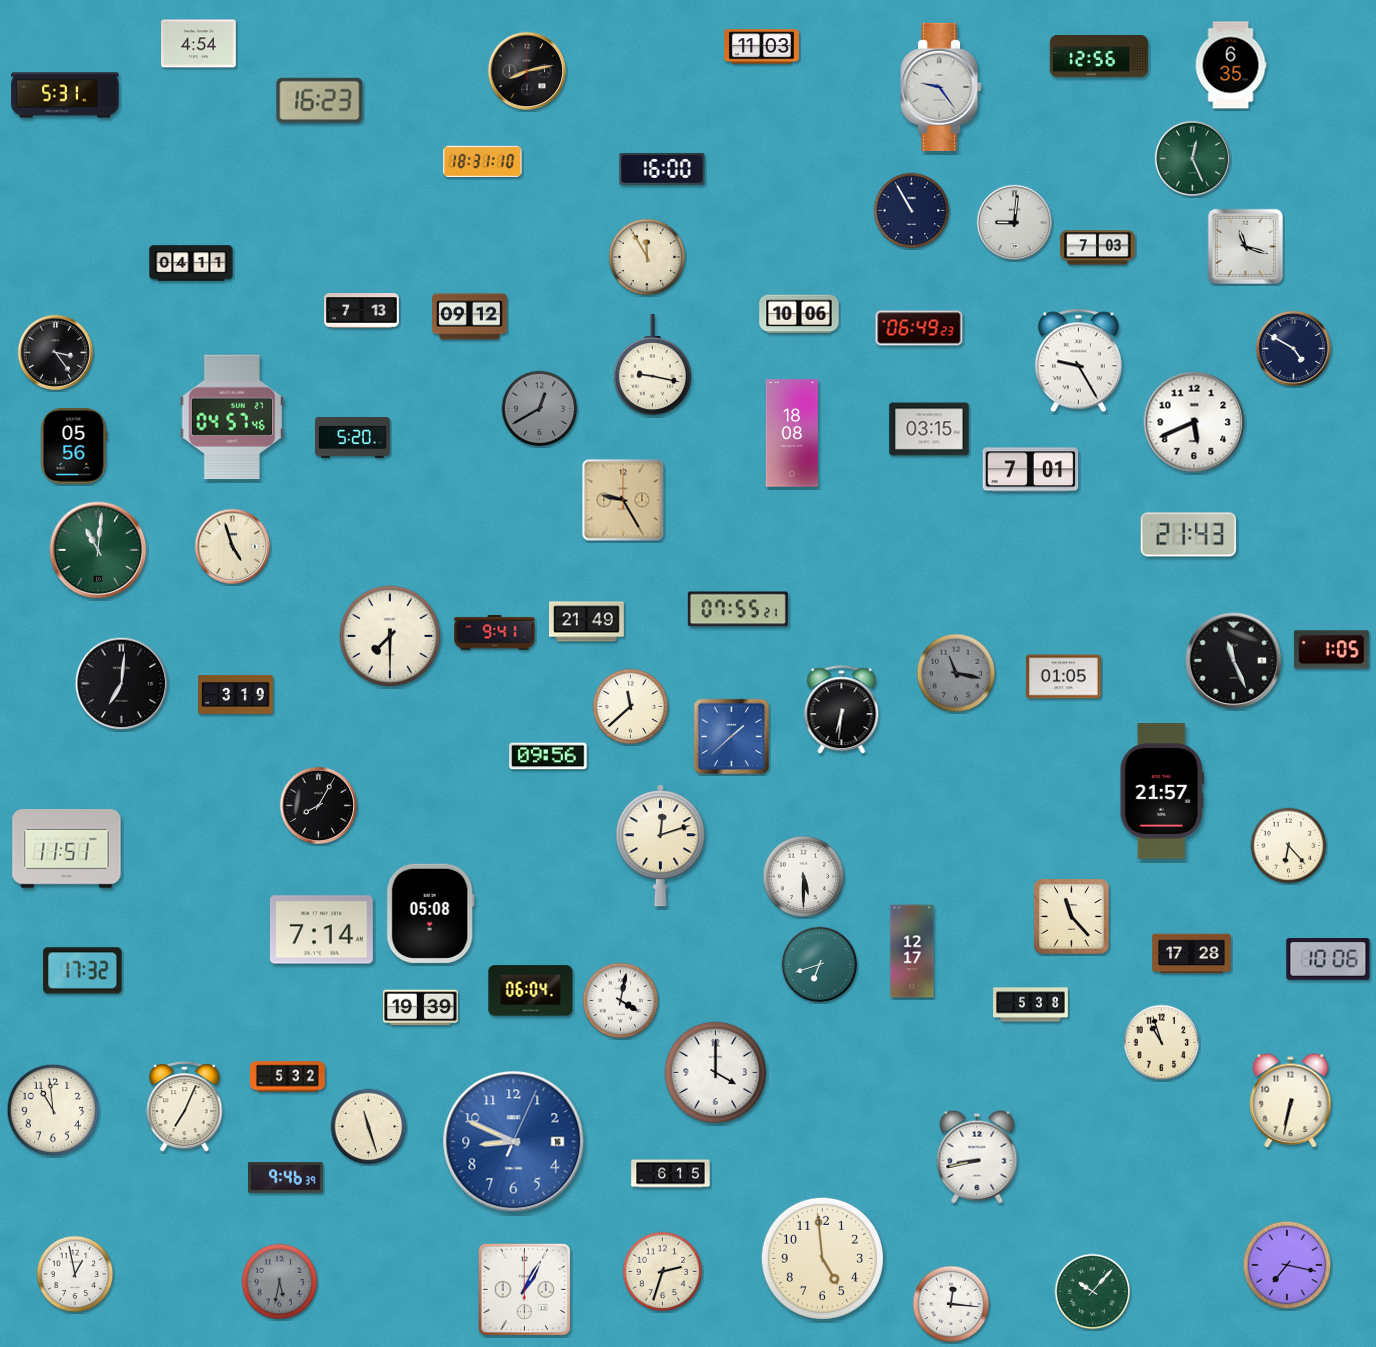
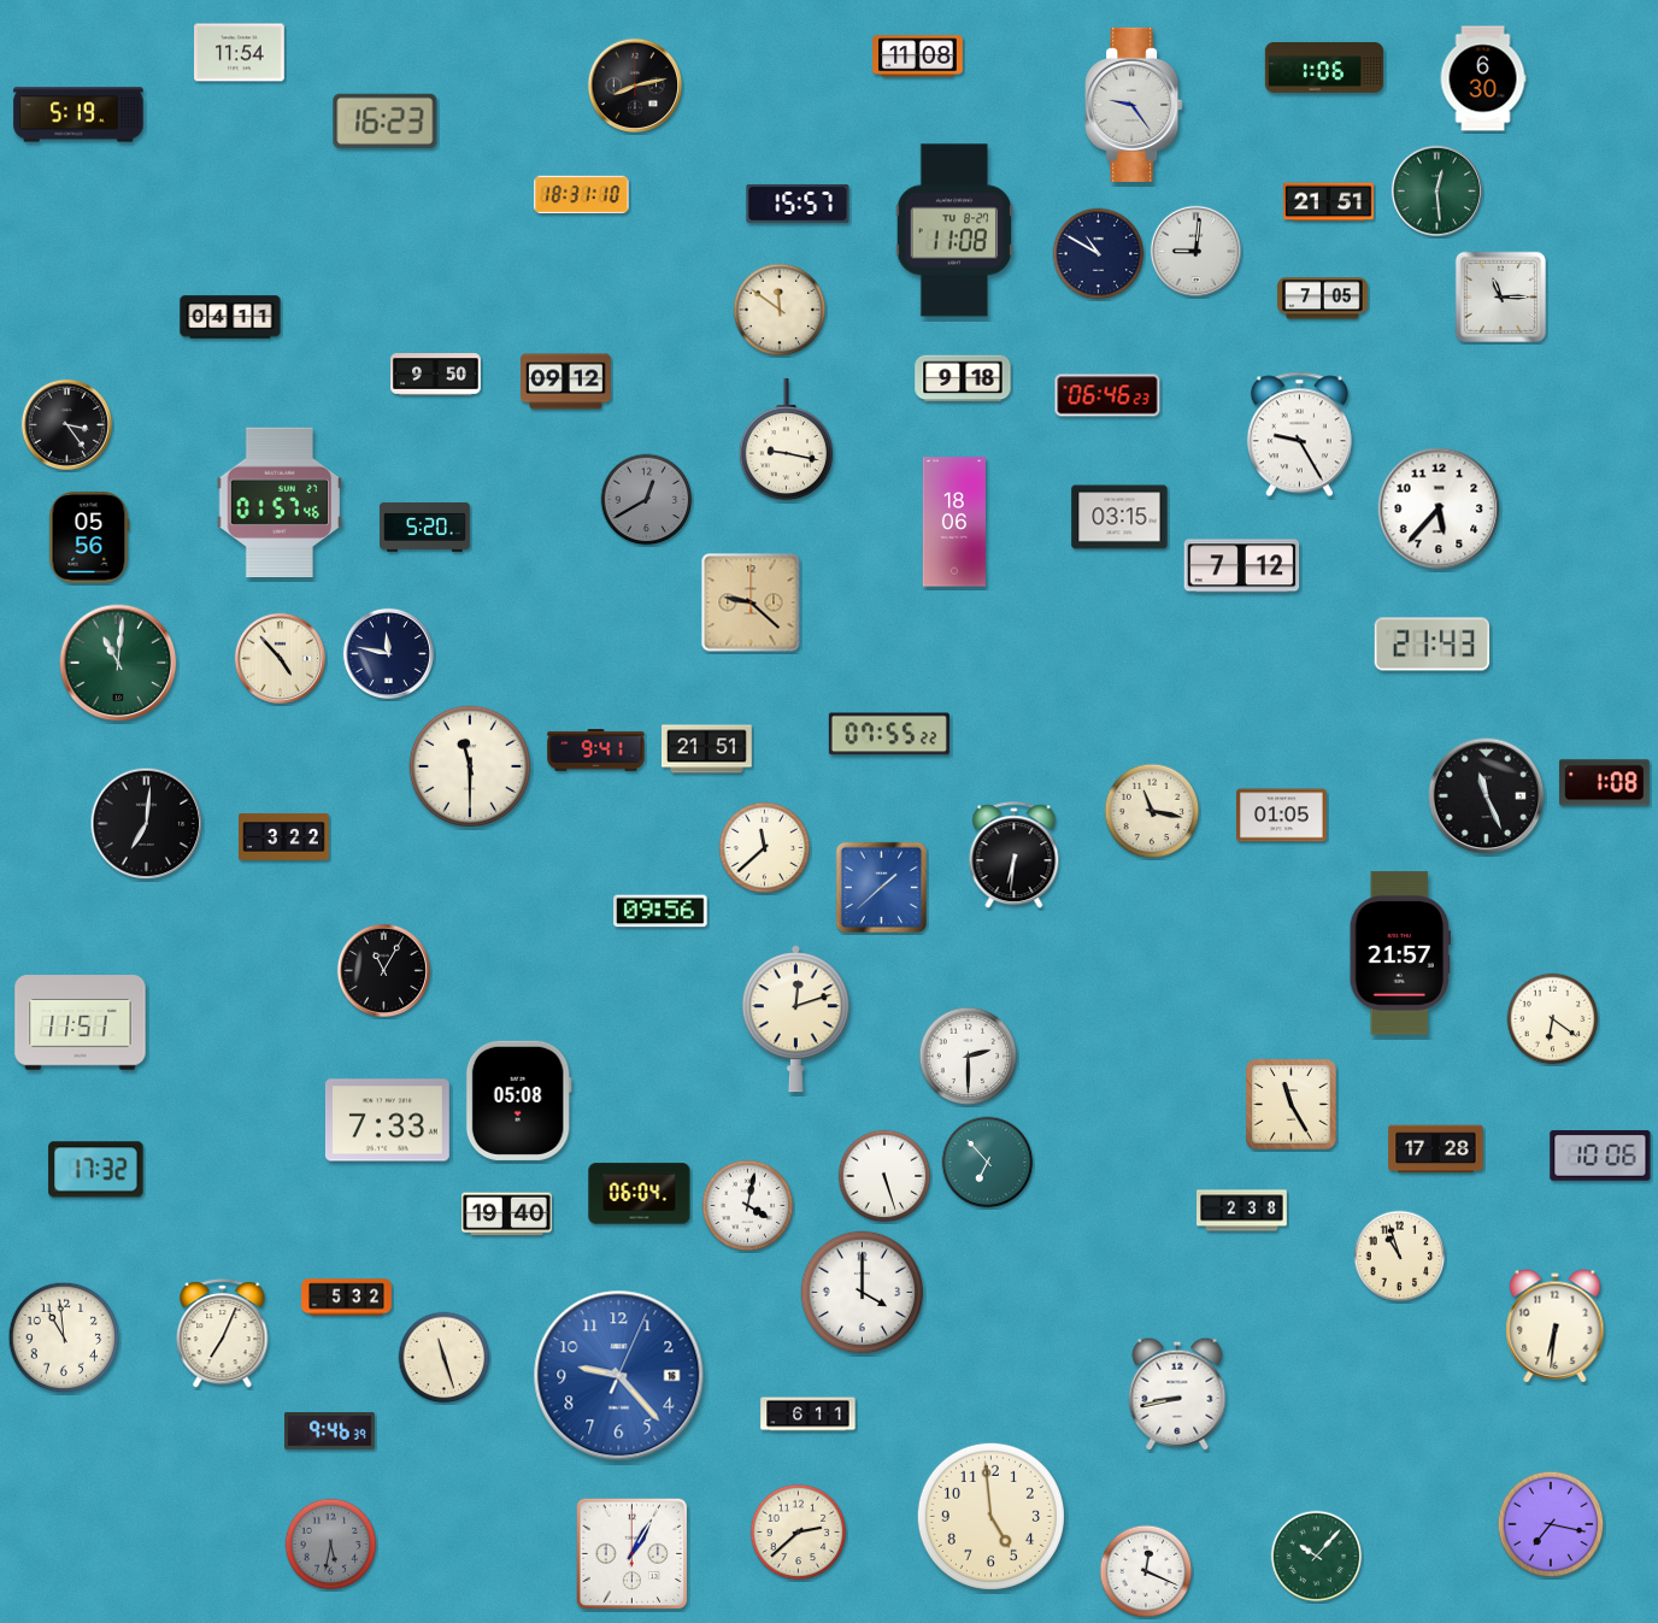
clock at (199, 44): 4:54 -> 11:54
clock at (762, 47): 11:03 -> 11:08
clock at (1098, 56): 12:56 -> 1:06
clock at (1231, 65): 6:35 -> 6:30
clock at (65, 95): 5:31 -> 5:19
clock at (1192, 158): 12:26 -> 12:29
clock at (1329, 202): none -> 21:51
clock at (662, 169): 16:00 -> 15:57
clock at (954, 230): none -> 11:08
clock at (912, 211): 10:55 -> 10:50
clock at (1014, 222) position: (1014, 222) -> (1195, 251)
clock at (1246, 247): 11:18 -> 11:15
clock at (1098, 248): 7:03 -> 7:05
clock at (647, 257): 11:55 -> 11:51
clock at (362, 311): 7:13 -> 9:50
clock at (799, 314): 10:06 -> 9:18
clock at (919, 328): 06:49 -> 06:46
clock at (1293, 348): 4:50 -> none
clock at (540, 409) position: (540, 409) -> (647, 500)
clock at (232, 417): 04:57 -> 01:57
clock at (1194, 422): 5:41 -> 5:37
clock at (792, 433): 18:08 -> 18:06
clock at (1031, 470): 7:01 -> 7:12
clock at (623, 500): 9:25 -> 9:22
clock at (388, 653): none -> 11:47
clock at (232, 546): 4:57 -> 4:53
clock at (738, 609): 07:55:21 -> 07:55:22
clock at (587, 622): 21:49 -> 21:51
clock at (495, 633) position: (495, 633) -> (596, 751)
clock at (390, 636): 7:30 -> 11:30
clock at (1331, 650): 1:05 -> 1:08
clock at (956, 673) dial: grey -> cream
clock at (236, 695): 3:19 -> 3:22
clock at (631, 707) position: (631, 707) -> (765, 848)
clock at (318, 805): 8:05 -> 11:05
clock at (1289, 846): 6:23 -> 6:21
clock at (804, 877): 5:30 -> 2:30
clock at (1072, 917): 11:23 -> 11:25
clock at (321, 930): 7:14 -> 7:33
clock at (912, 951): 12:17 -> none
clock at (820, 965): 6:42 -> 6:53
clock at (83, 971) position: (83, 971) -> (96, 1170)
clock at (884, 1176): none -> 5:27
clock at (1031, 1005): 5:38 -> 2:38
clock at (421, 1008): 19:39 -> 19:40
clock at (1291, 1101): 6:32 -> 6:31
clock at (514, 1142): 8:49 -> 9:23
clock at (671, 1174): 6:15 -> 6:11
clock at (286, 1178) position: (286, 1178) -> (330, 1431)
clock at (663, 1272): 2:33 -> 2:38
clock at (75, 1274): 12:58 -> none
clock at (280, 1282) position: (280, 1282) -> (331, 1545)
clock at (951, 1304): 12:16 -> 12:19
